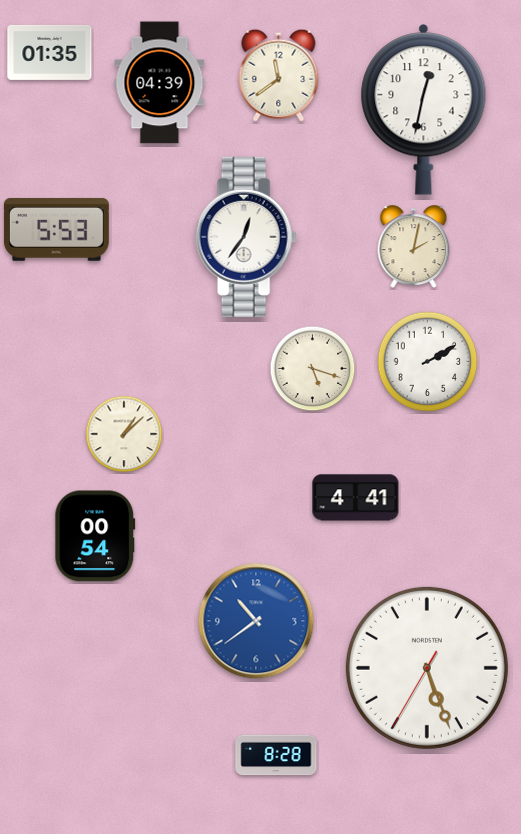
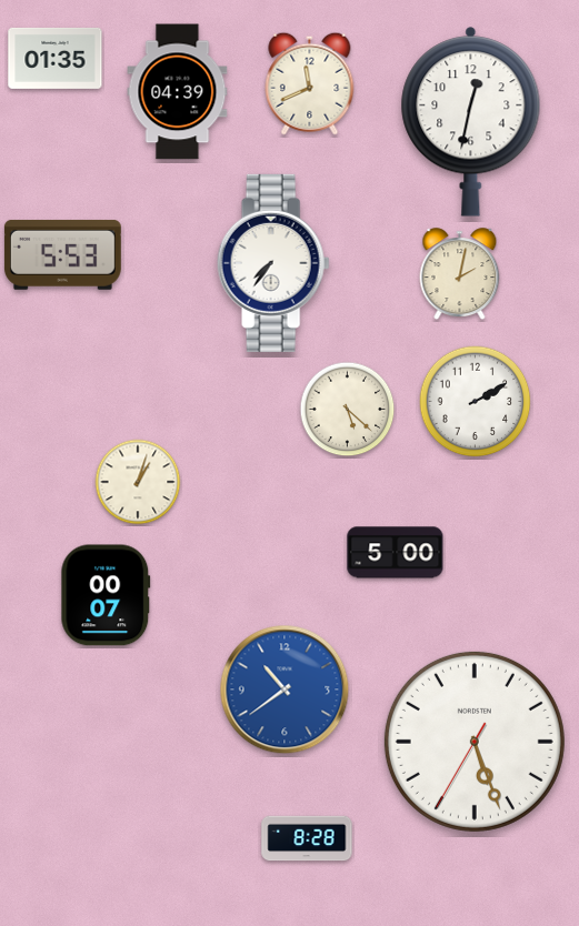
clock at (279, 75): 11:39 -> 11:41
clock at (246, 237): 12:36 -> 7:36
clock at (313, 369): 5:18 -> 5:22
clock at (124, 434): 1:08 -> 1:03
clock at (356, 498): 4:41 -> 5:00
clock at (95, 536): 00:54 -> 00:07
